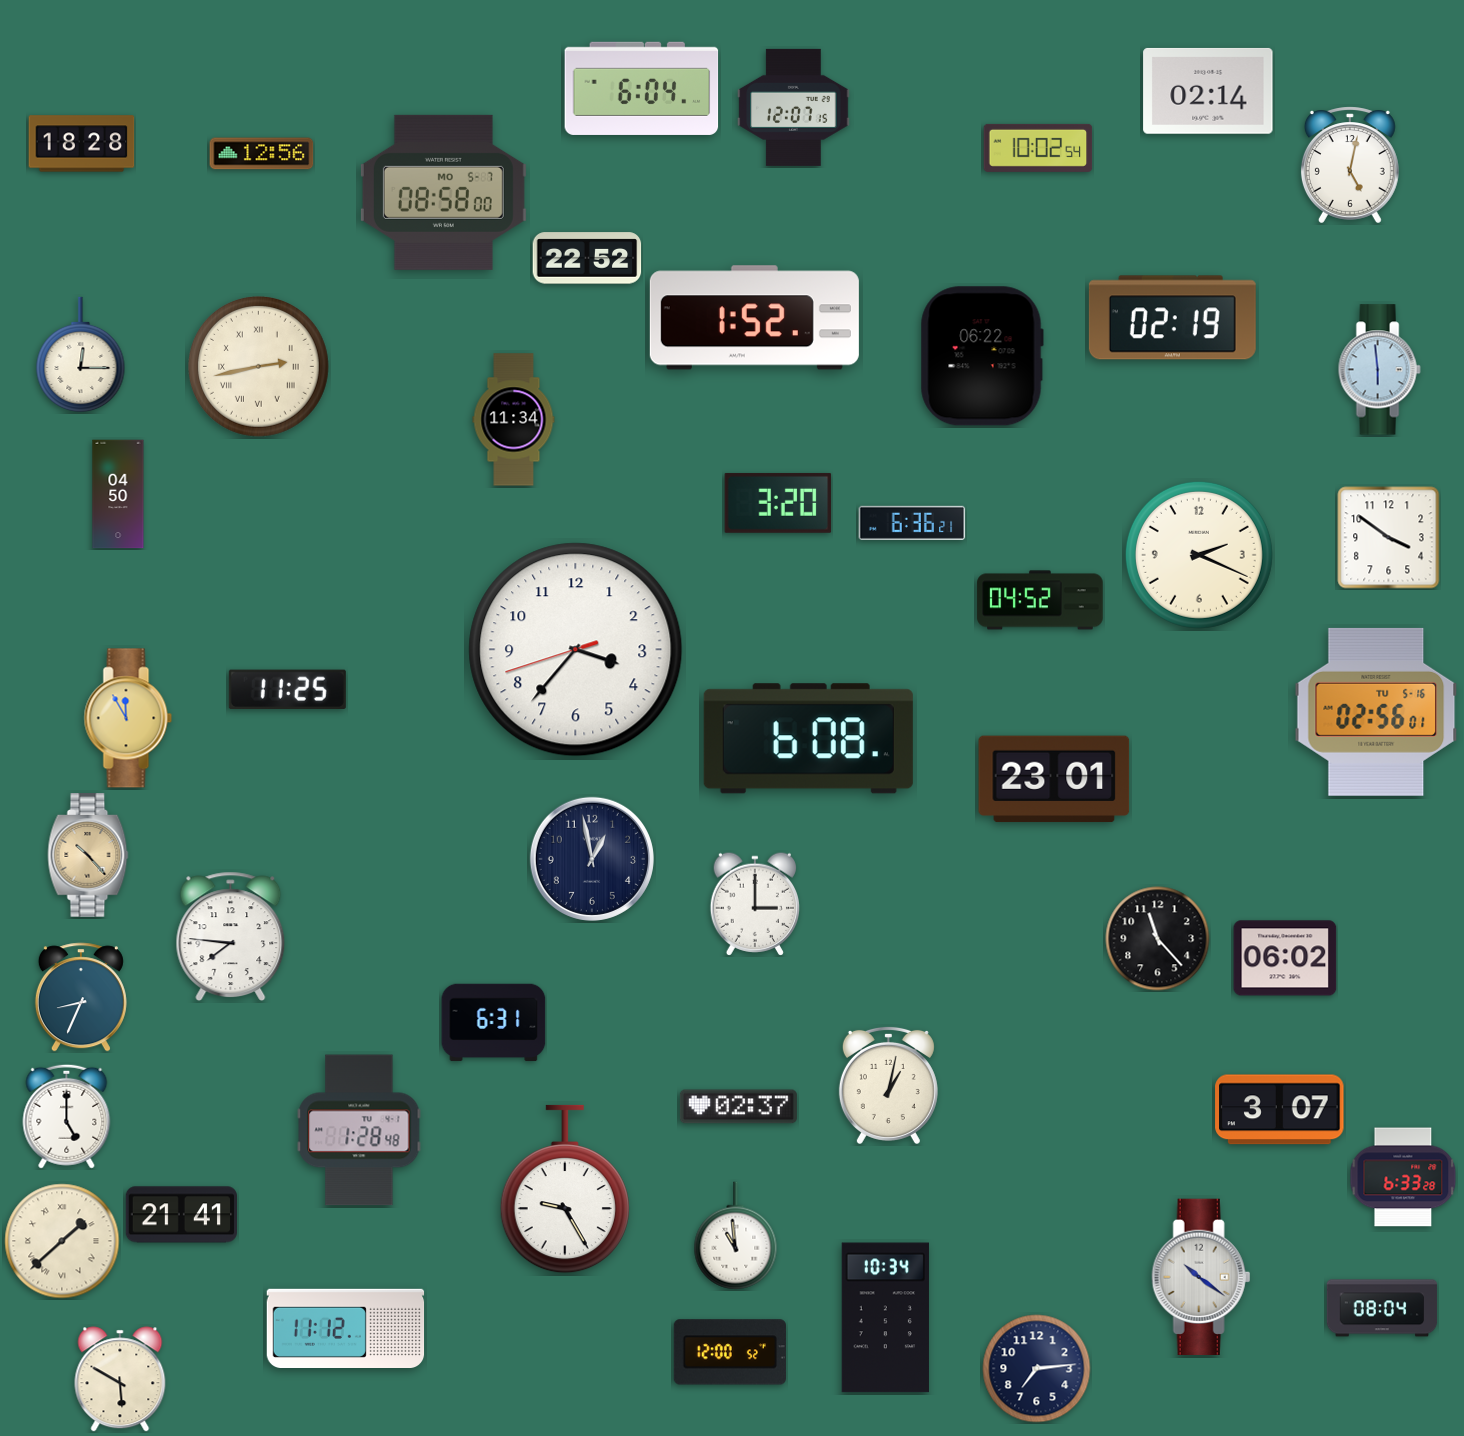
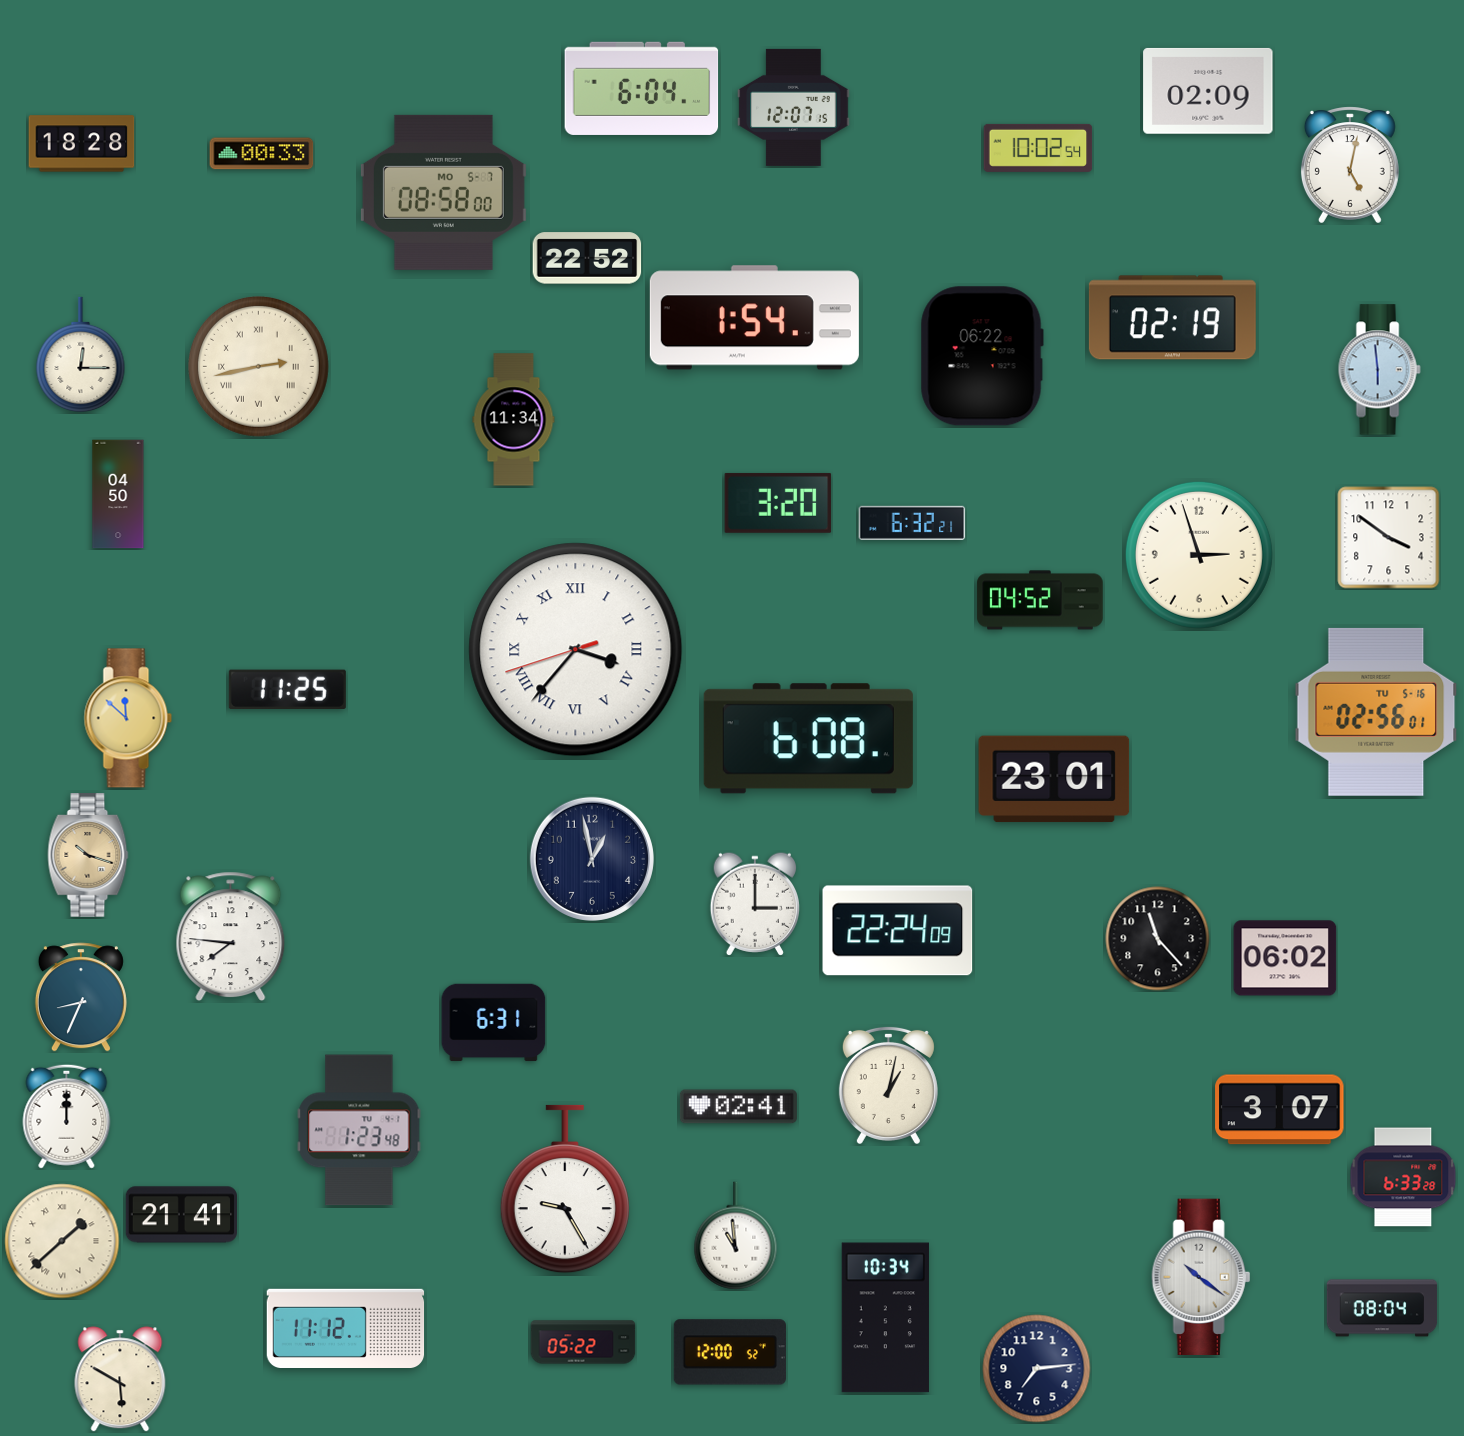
clock at (1208, 91): 02:14 -> 02:09
clock at (262, 154): 12:56 -> 00:33
clock at (754, 318): 1:52 -> 1:54
clock at (912, 523): 6:36 -> 6:32
clock at (1199, 555): 2:19 -> 2:57
clock at (576, 650) numerals: Arabic -> Roman
clock at (128, 718): 11:55 -> 11:52
clock at (88, 855): 10:23 -> 10:18
clock at (898, 931): none -> 22:24
clock at (738, 1107): 02:37 -> 02:41
clock at (67, 1116): 5:00 -> 12:00
clock at (359, 1130): 1:28 -> 1:23
clock at (583, 1342): none -> 05:22
